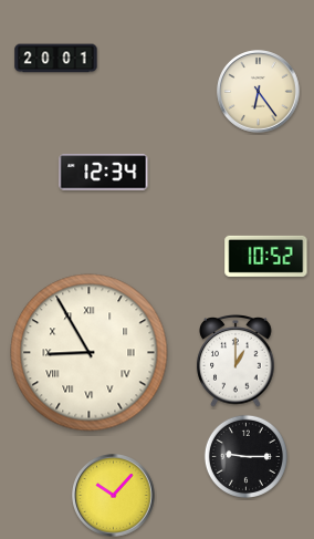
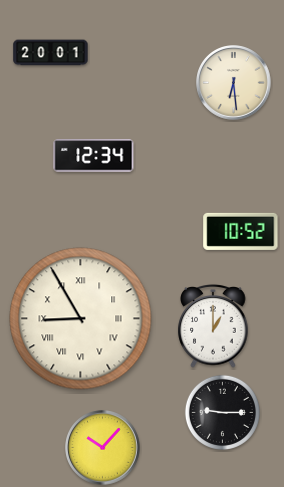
clock at (259, 92): 6:24 -> 6:29
